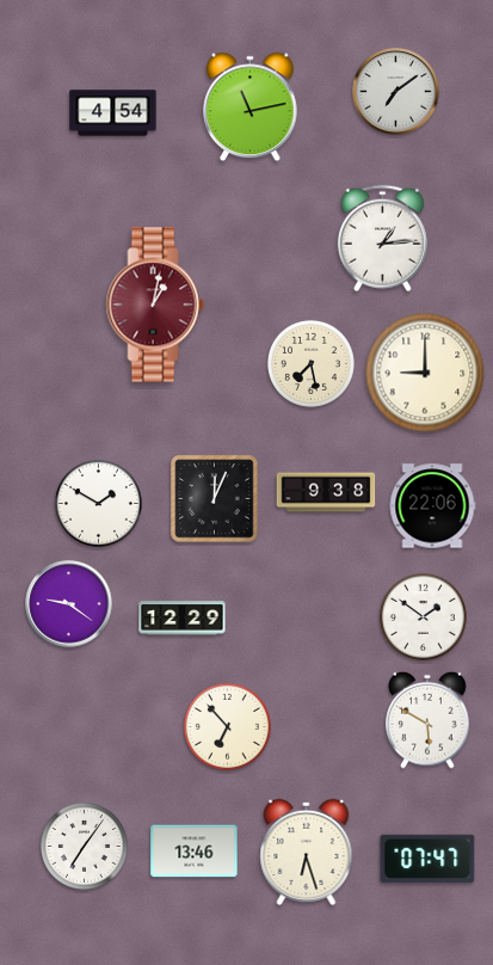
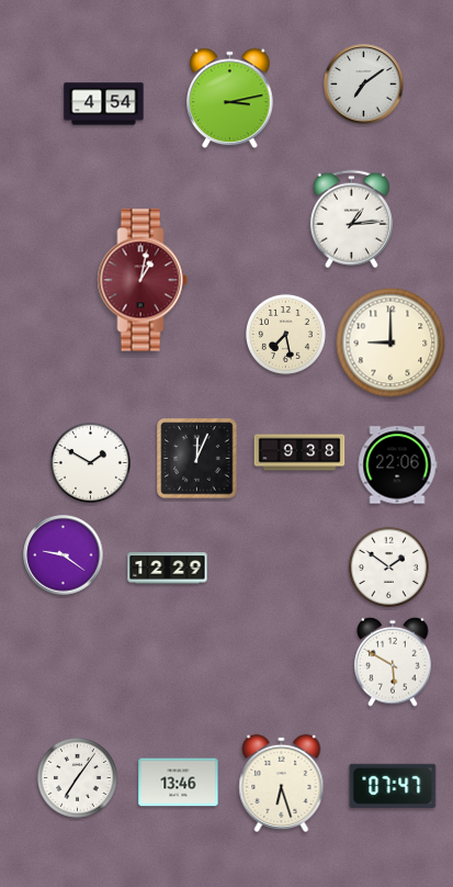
clock at (251, 107): 11:13 -> 3:13
clock at (227, 726): 6:53 -> none
clock at (427, 859) position: (427, 859) -> (393, 786)
